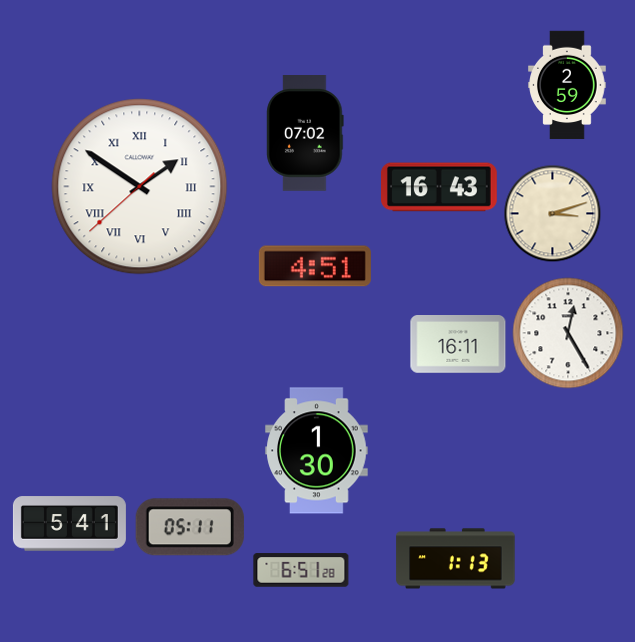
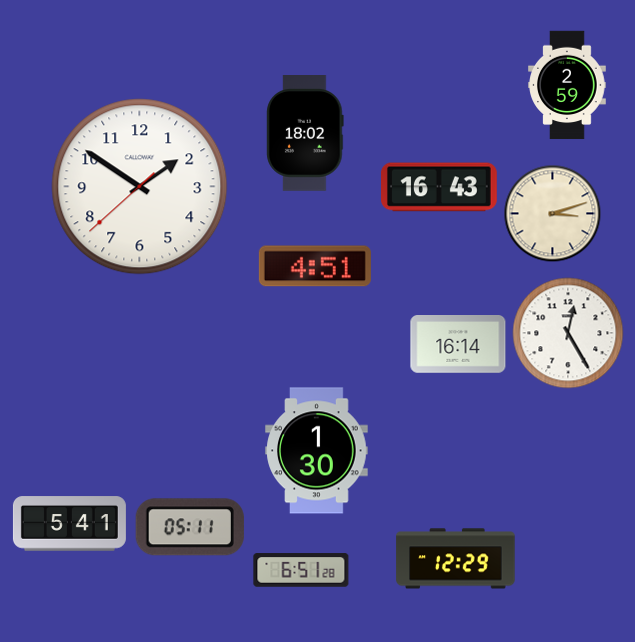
clock at (305, 134): 07:02 -> 18:02
clock at (140, 187) numerals: Roman -> Arabic
clock at (458, 345): 16:11 -> 16:14
clock at (456, 559): 1:13 -> 12:29
